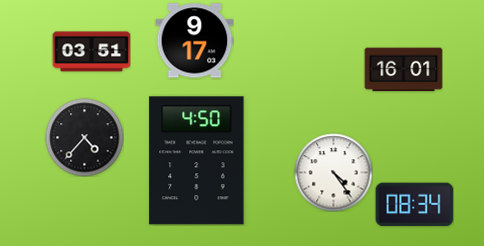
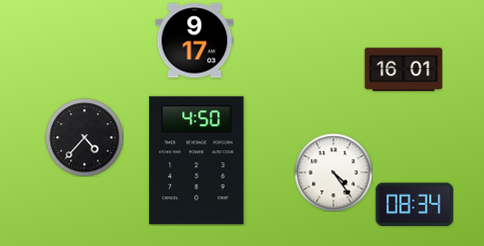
clock at (91, 52): 03:51 -> none
